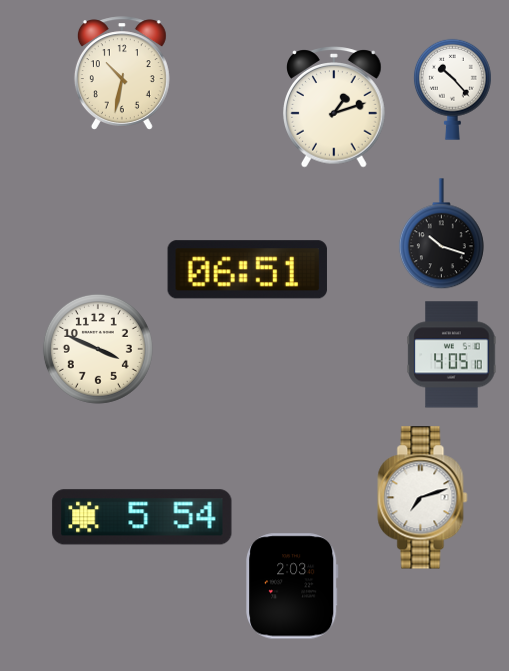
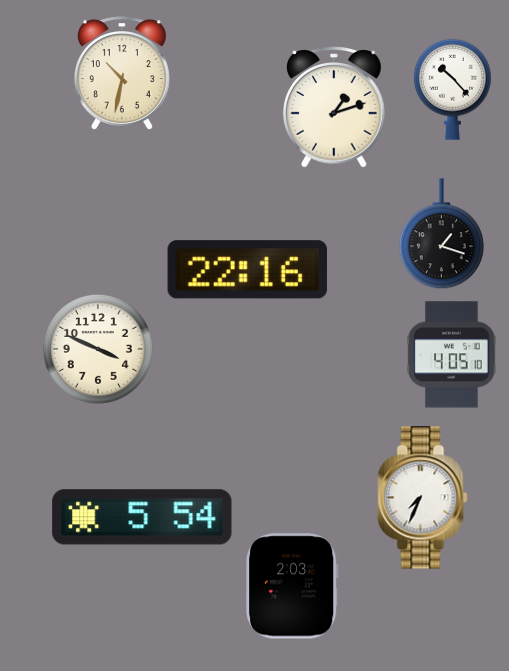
clock at (441, 234): 10:18 -> 1:18
clock at (247, 270): 06:51 -> 22:16
clock at (423, 498): 7:12 -> 7:34
